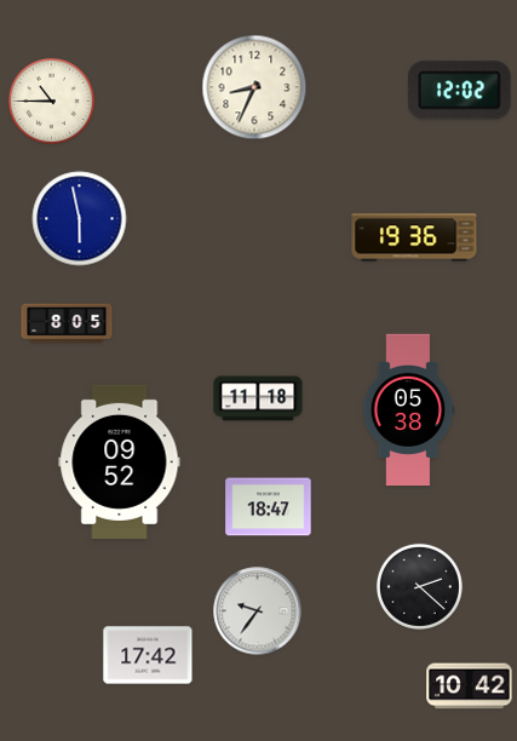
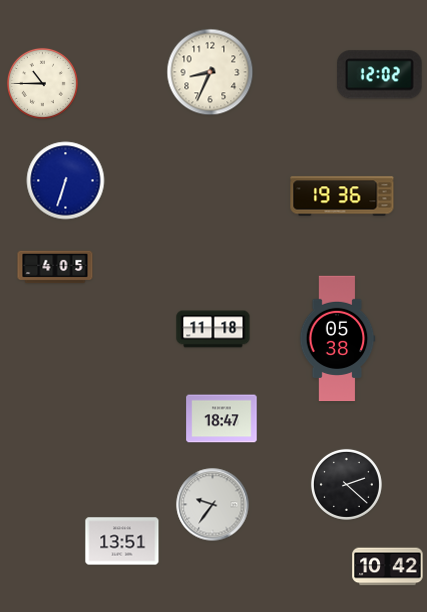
clock at (80, 219): 5:58 -> 6:33
clock at (67, 323): 8:05 -> 4:05
clock at (120, 461): 09:52 -> none
clock at (148, 655): 17:42 -> 13:51
